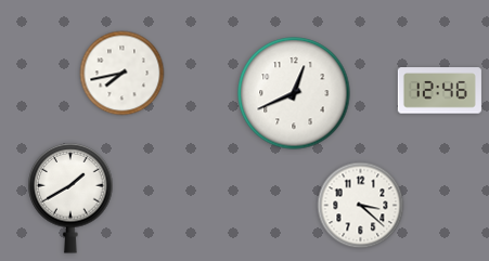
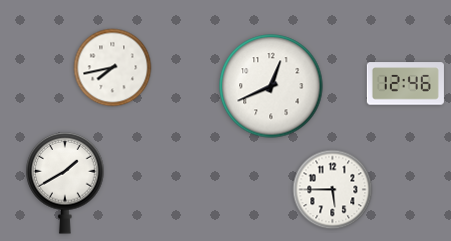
clock at (361, 206): 3:22 -> 5:45
